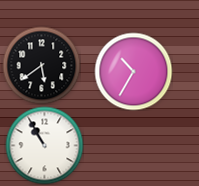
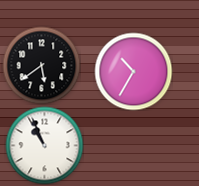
clock at (44, 145): 10:55 -> 10:56
